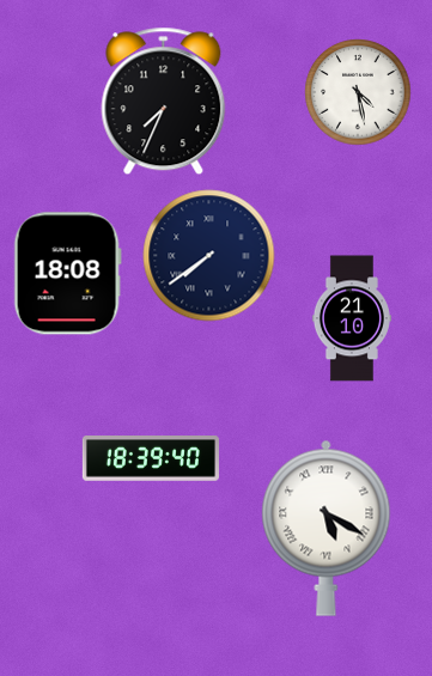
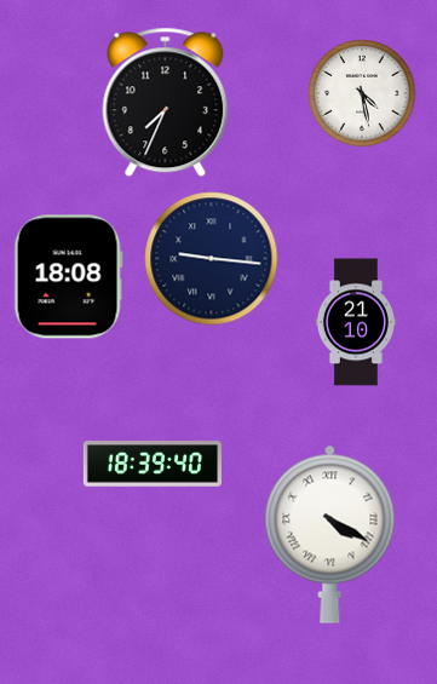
clock at (209, 256): 7:39 -> 9:16
clock at (327, 528): 5:20 -> 4:20
